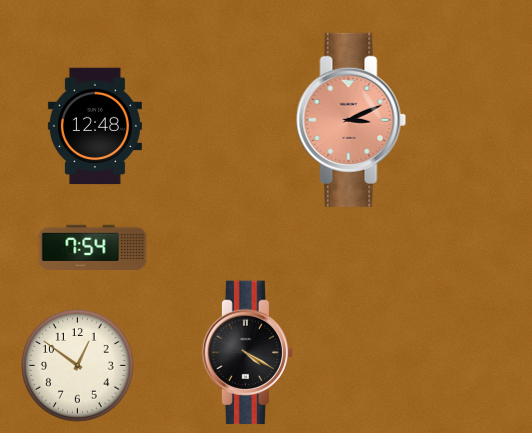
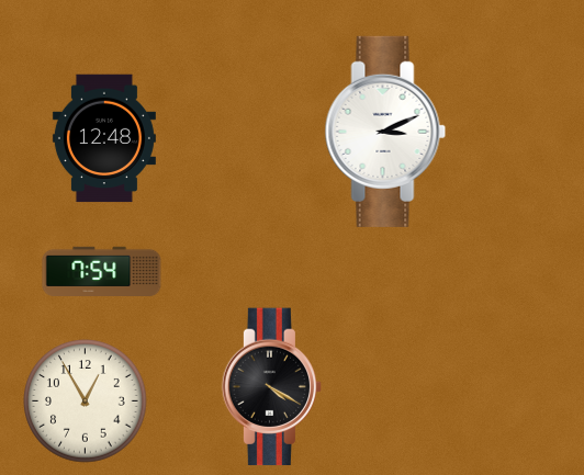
clock at (351, 120) dial: salmon -> white
clock at (78, 366): 12:51 -> 12:55
